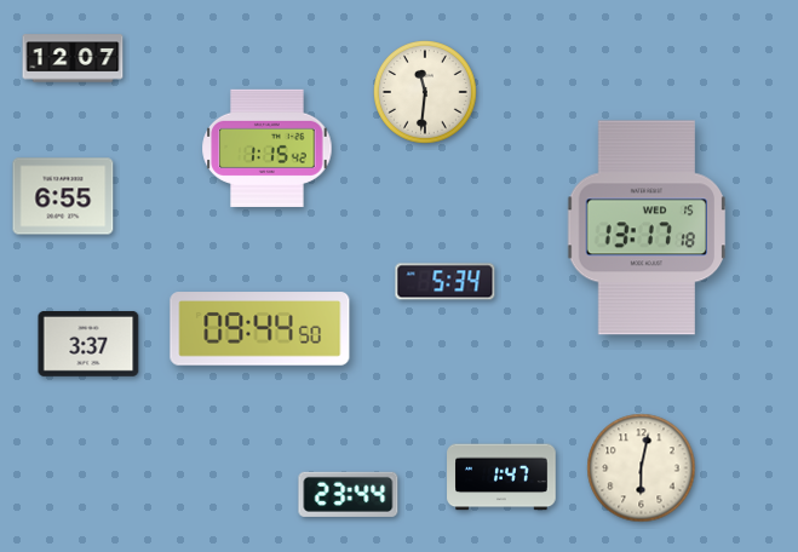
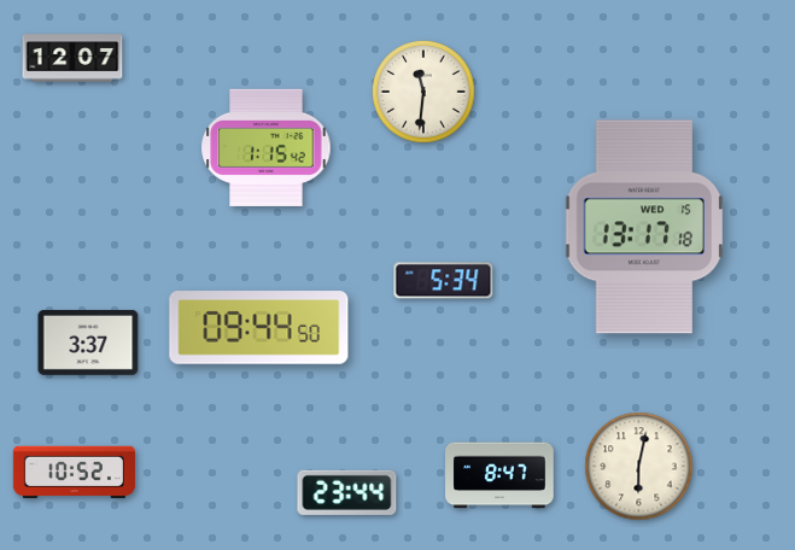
clock at (63, 196): 6:55 -> none
clock at (74, 473): none -> 10:52
clock at (501, 477): 1:47 -> 8:47
